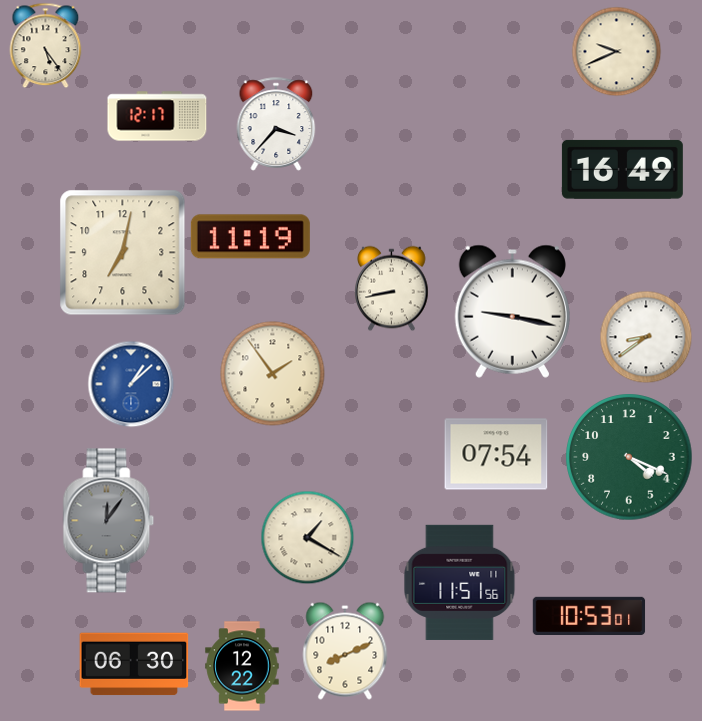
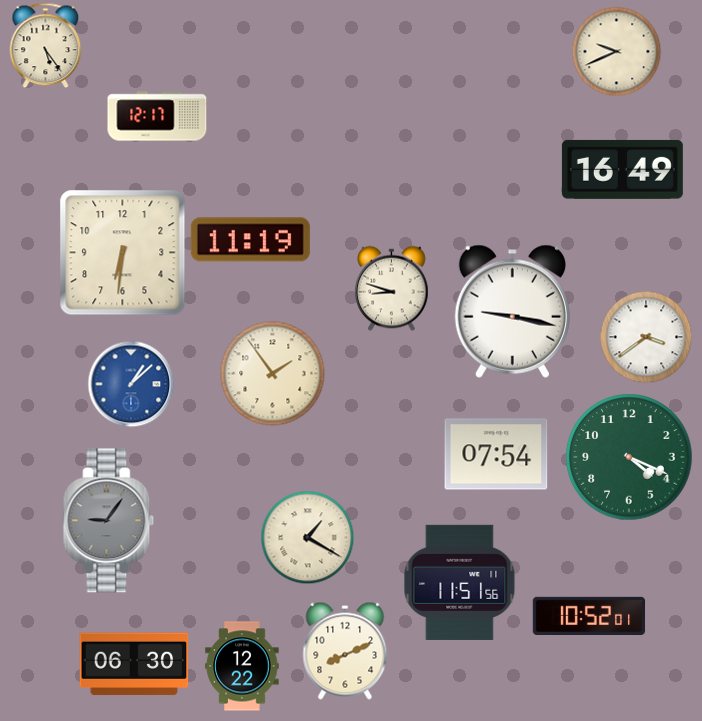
clock at (276, 124): 3:37 -> none
clock at (250, 237) position: (250, 237) -> (250, 240)
clock at (123, 253): 7:02 -> 6:31
clock at (392, 288): 8:43 -> 8:48
clock at (646, 337): 8:39 -> 3:39
clock at (109, 521): 12:06 -> 9:06
clock at (589, 615): 10:53 -> 10:52
